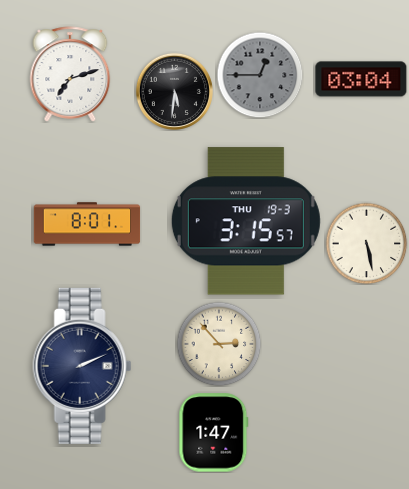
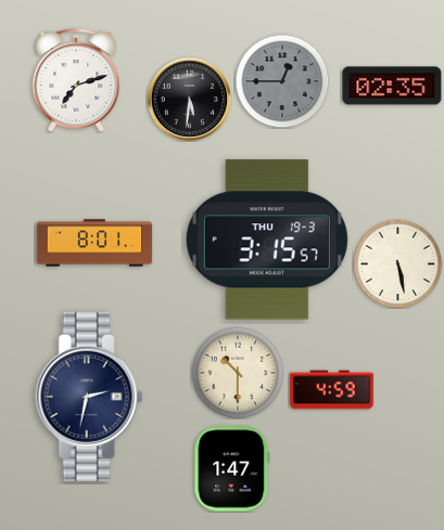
clock at (361, 79): 03:04 -> 02:35
clock at (219, 344): 2:53 -> 10:30
clock at (332, 390): none -> 4:59
clock at (82, 366): 2:11 -> 2:32
